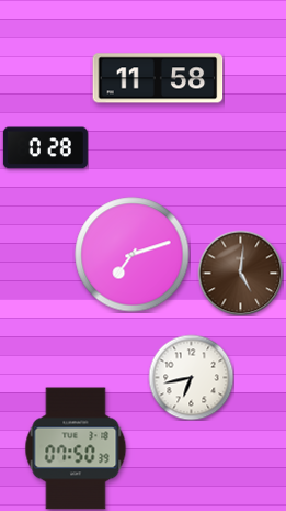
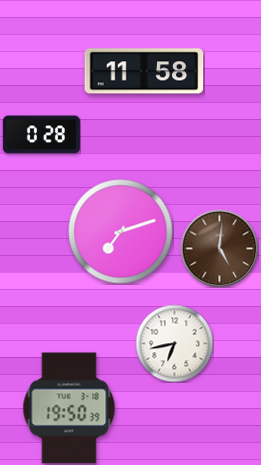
clock at (76, 448): 07:50 -> 19:50
